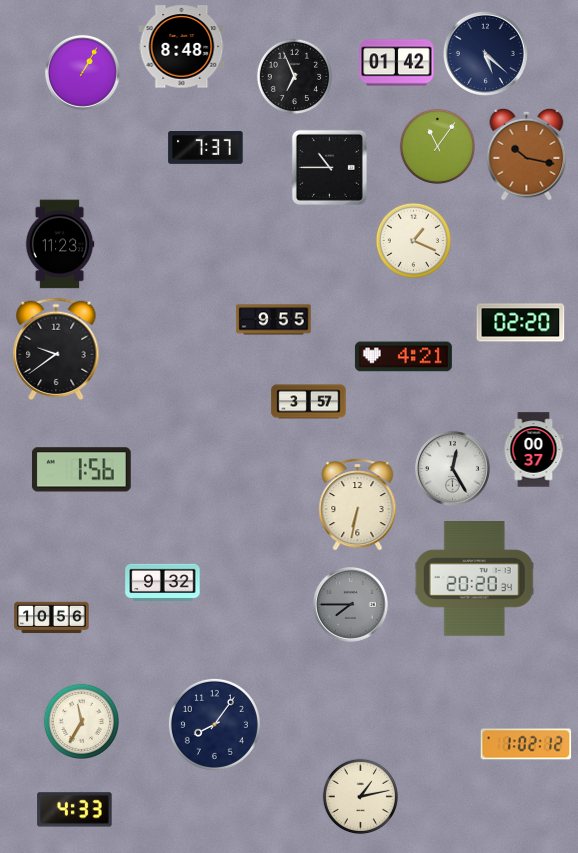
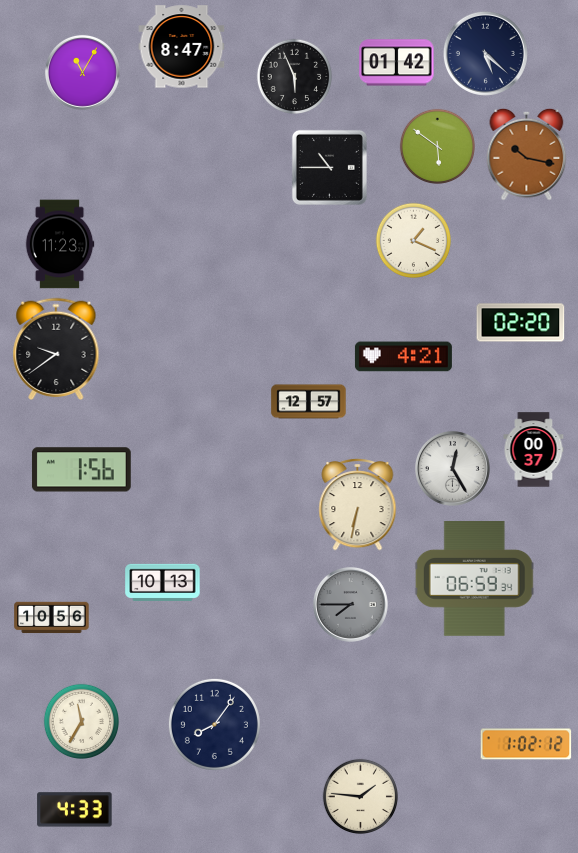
clock at (182, 47): 8:48 -> 8:47
clock at (83, 73): 1:05 -> 11:05
clock at (294, 76): 6:56 -> 5:56
clock at (437, 146): 11:06 -> 5:51
clock at (206, 148): 7:37 -> none
clock at (274, 320): 9:55 -> none
clock at (309, 402): 3:57 -> 12:57
clock at (474, 579): 20:20 -> 06:59
clock at (163, 582): 9:32 -> 10:13
clock at (360, 796): 1:13 -> 1:46
